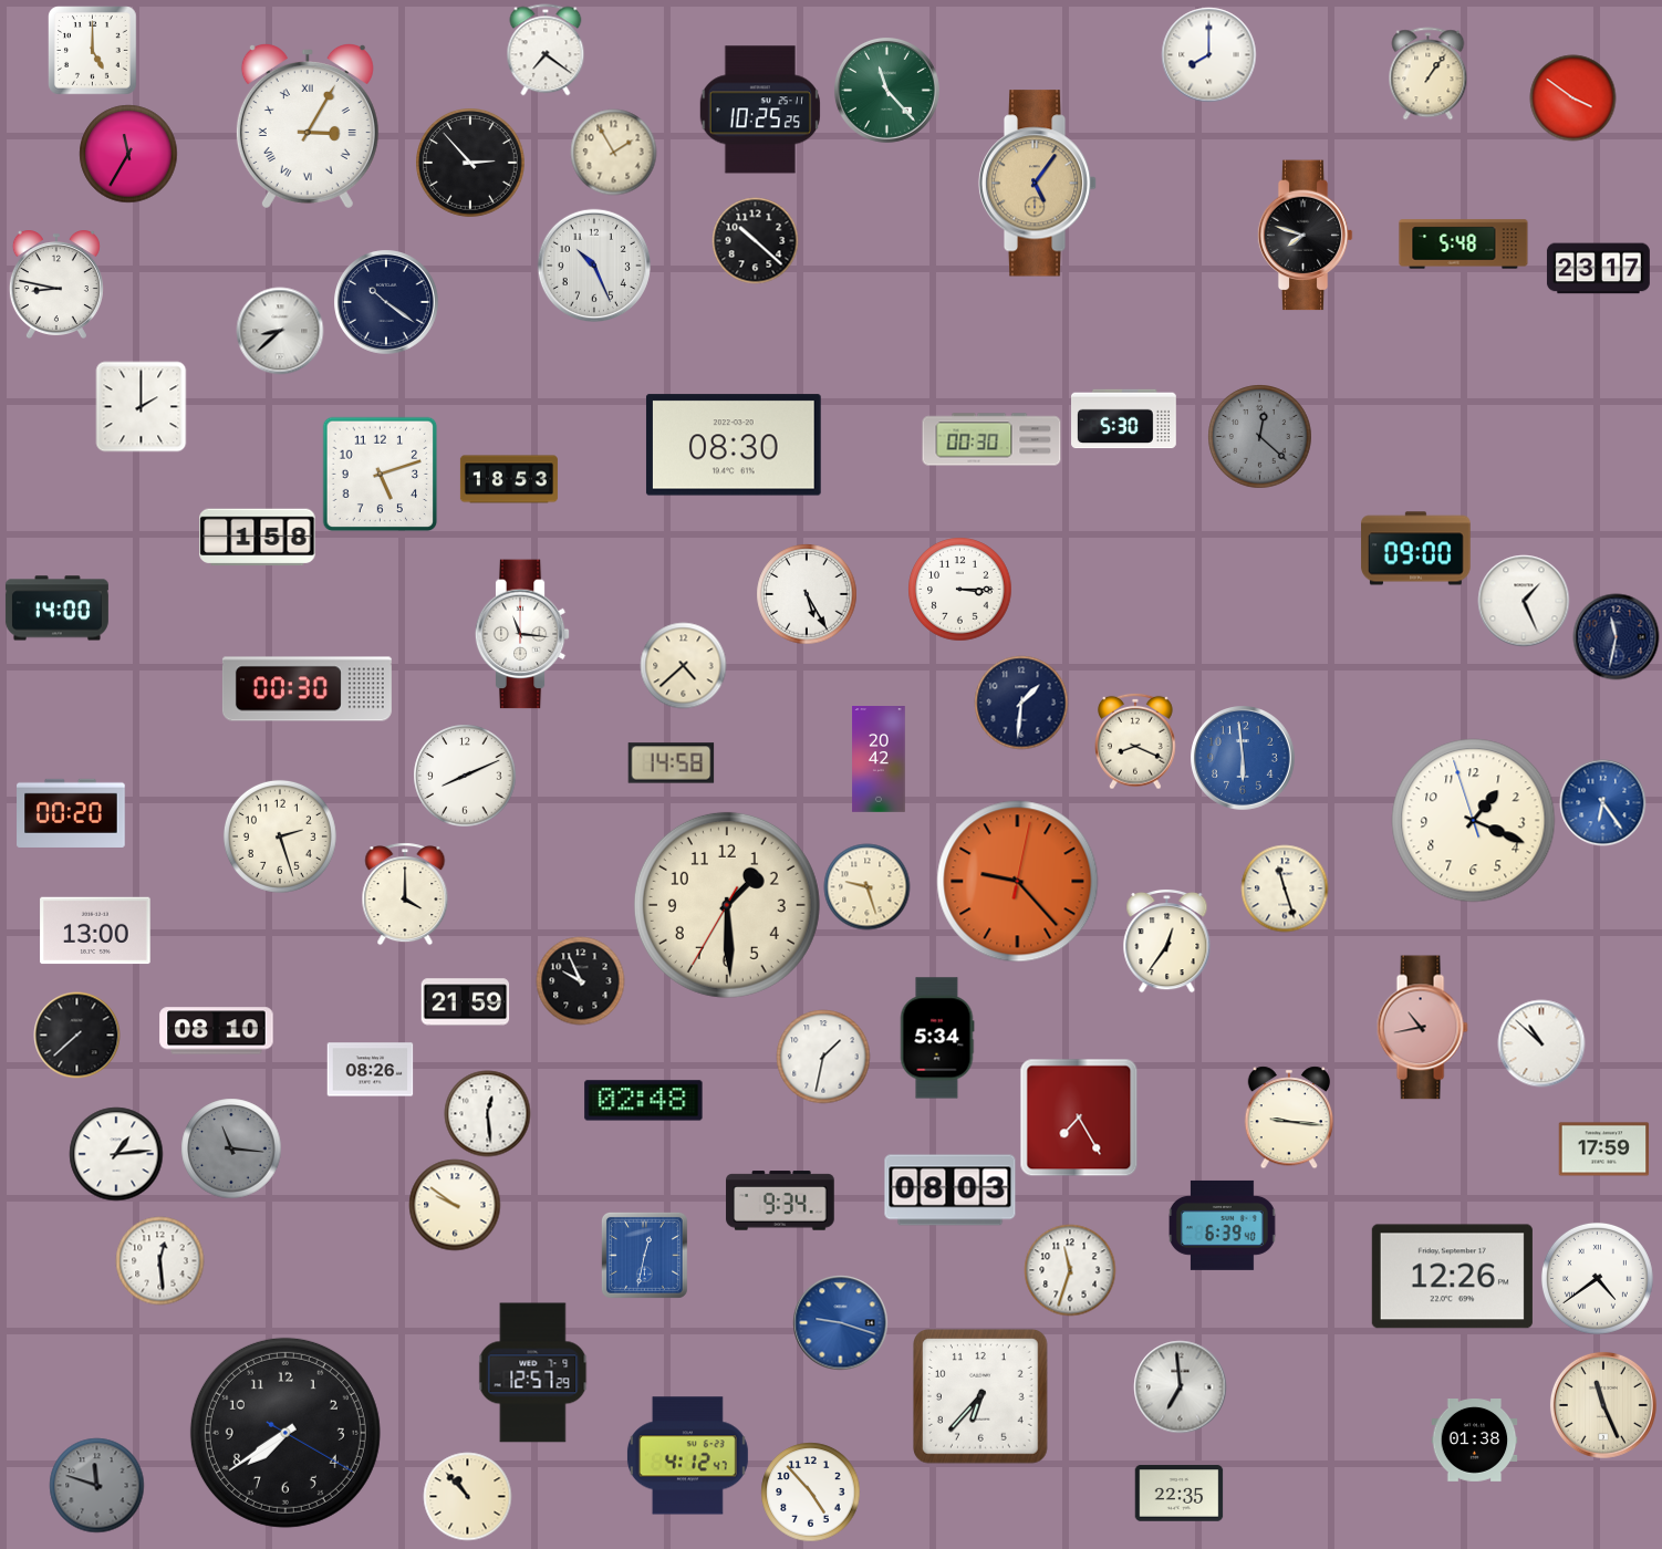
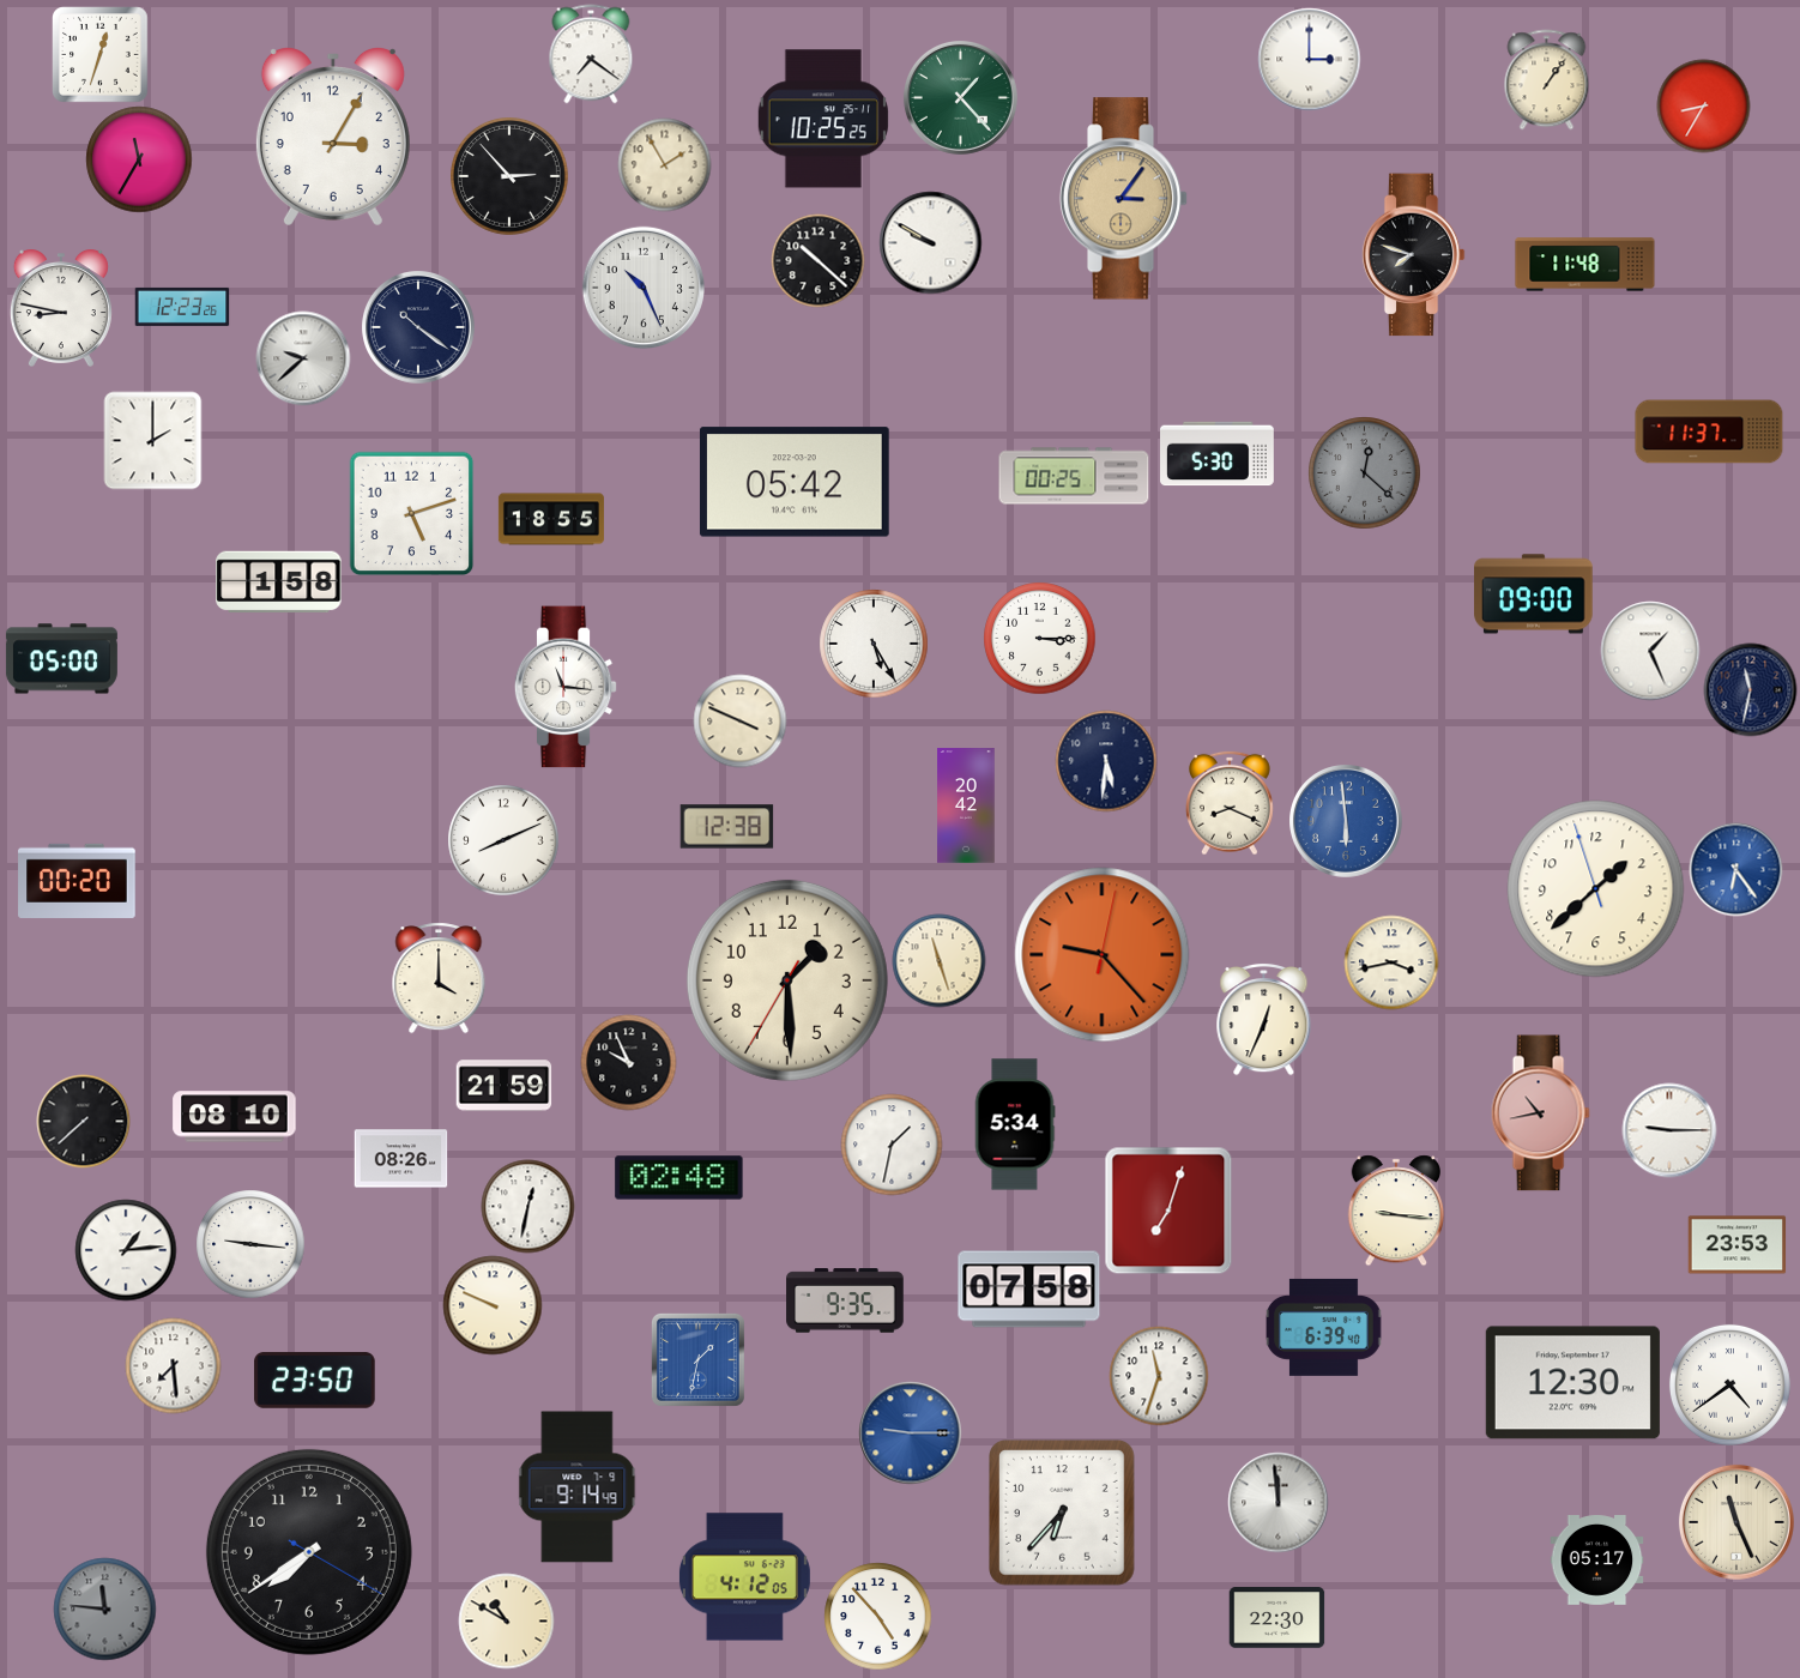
clock at (93, 51): 5:00 -> 12:33
clock at (1208, 54): 8:00 -> 3:00
clock at (886, 90): 11:23 -> 1:23
clock at (1572, 97): 3:51 -> 8:35
clock at (308, 126) numerals: Roman -> Arabic
clock at (128, 154) position: (128, 154) -> (139, 159)
clock at (1038, 184): 5:06 -> 3:06
clock at (930, 242): none -> 9:50
clock at (1464, 245): 5:48 -> 11:48
clock at (1598, 269): 23:17 -> none
clock at (182, 307): none -> 12:23
clock at (280, 331): 8:38 -> 9:38
clock at (1709, 431): none -> 11:37
clock at (991, 439): 00:30 -> 00:25
clock at (734, 445): 08:30 -> 05:42
clock at (509, 479): 18:53 -> 18:55
clock at (56, 609): 14:00 -> 05:00
clock at (683, 665): 4:38 -> 3:49
clock at (307, 689): 00:30 -> none
clock at (1021, 703): 1:31 -> 5:31
clock at (879, 759) position: (879, 759) -> (966, 805)
clock at (671, 763): 14:58 -> 12:38
clock at (1474, 821): 1:18 -> 1:37
clock at (280, 836): 2:27 -> none
clock at (866, 886): 9:27 -> 11:27
clock at (1285, 888): 11:27 -> 3:43
clock at (405, 894) position: (405, 894) -> (439, 978)
clock at (95, 931): 13:00 -> none
clock at (1167, 940): 12:36 -> 12:34
clock at (1541, 1043): 10:52 -> 9:15
clock at (644, 1101) position: (644, 1101) -> (679, 1178)
clock at (487, 1113): 12:29 -> 12:32
clock at (1079, 1117): 7:25 -> 7:03
clock at (231, 1148): 11:16 -> 9:16
clock at (231, 1148) dial: grey -> white
clock at (1603, 1150): 17:59 -> 23:53
clock at (951, 1191): 08:03 -> 07:58
clock at (780, 1200): 9:34 -> 9:35
clock at (455, 1205): 9:51 -> 9:49
clock at (644, 1255): 12:32 -> 1:32
clock at (159, 1260): 12:29 -> 7:29
clock at (315, 1381): none -> 23:50
clock at (1452, 1277): 12:26 -> 12:30
clock at (840, 1322): 9:18 -> 9:15
clock at (533, 1373): 12:57 -> 9:14
clock at (1180, 1386): 6:59 -> 11:59
clock at (1474, 1441): 01:38 -> 05:17
clock at (687, 1456): 4:12:47 -> 4:12:05
clock at (96, 1485): 11:48 -> 11:46
clock at (1178, 1494): 22:35 -> 22:30
clock at (467, 1496): 10:53 -> 10:50
